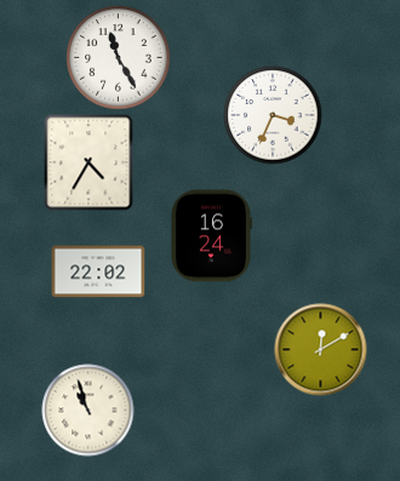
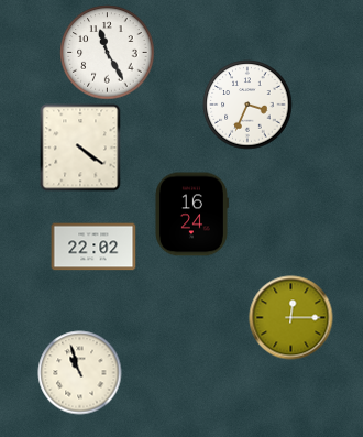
clock at (88, 162): 4:35 -> 4:21
clock at (98, 271) position: (98, 271) -> (94, 247)
clock at (321, 350): 12:10 -> 12:15
